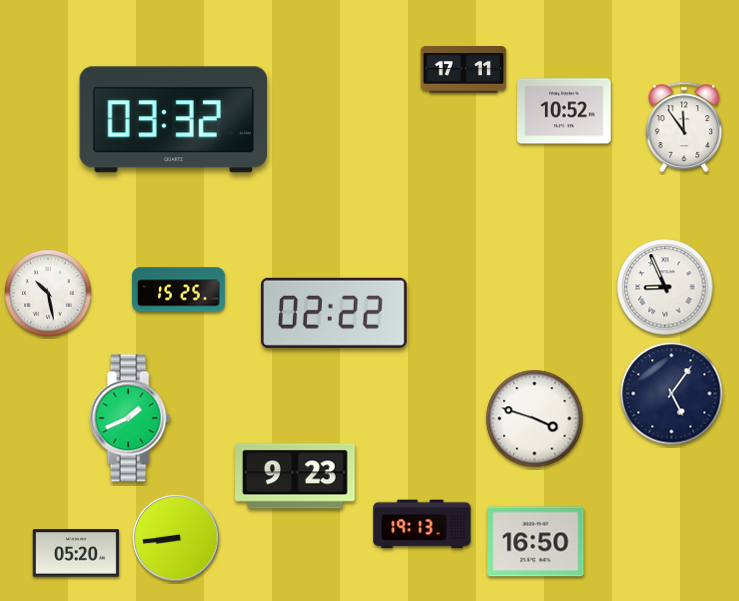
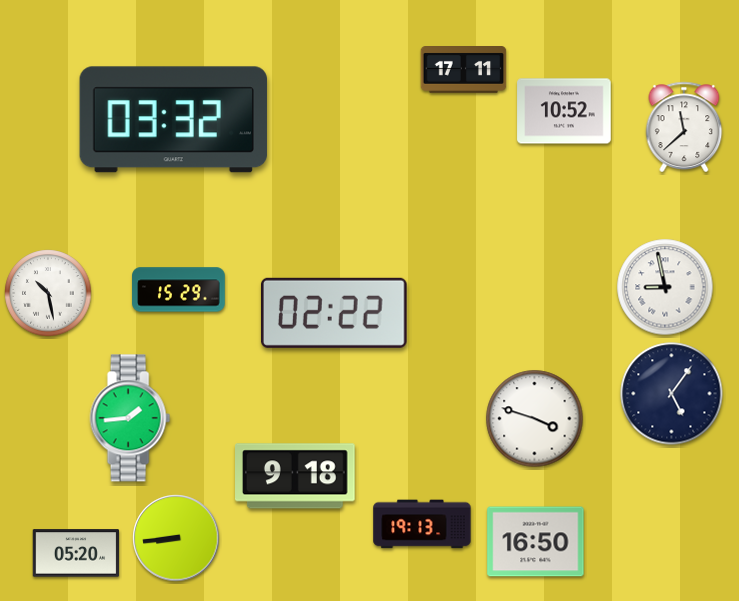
clock at (684, 127): 11:54 -> 11:38
clock at (665, 287): 8:56 -> 8:58
clock at (179, 290): 15:25 -> 15:29
clock at (130, 418): 1:41 -> 1:44
clock at (296, 476): 9:23 -> 9:18
